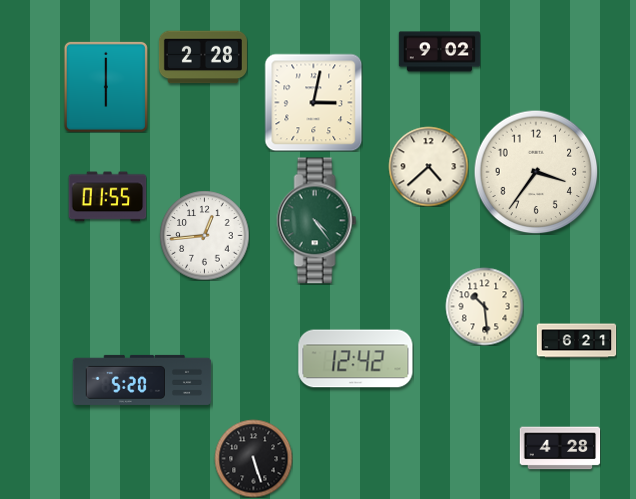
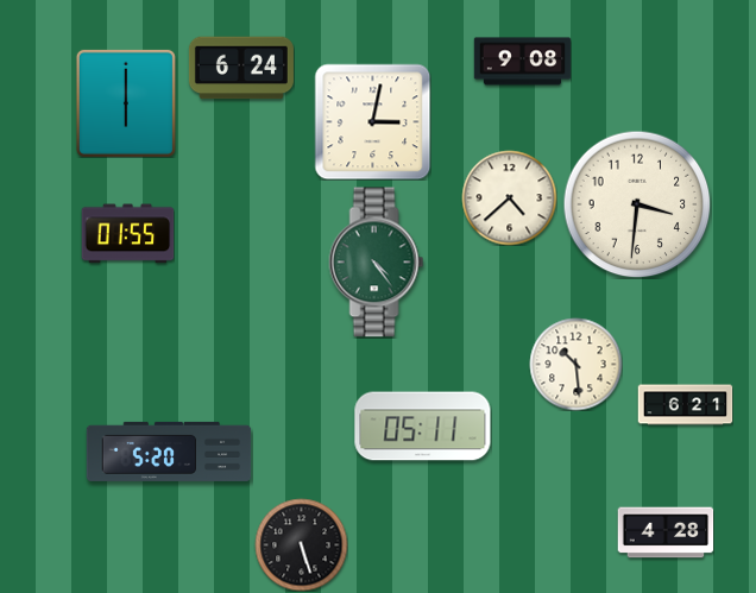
clock at (439, 52): 9:02 -> 9:08
clock at (203, 57): 2:28 -> 6:24
clock at (536, 172): 3:36 -> 3:31
clock at (204, 235): 12:44 -> none
clock at (356, 359): 12:42 -> 05:11
